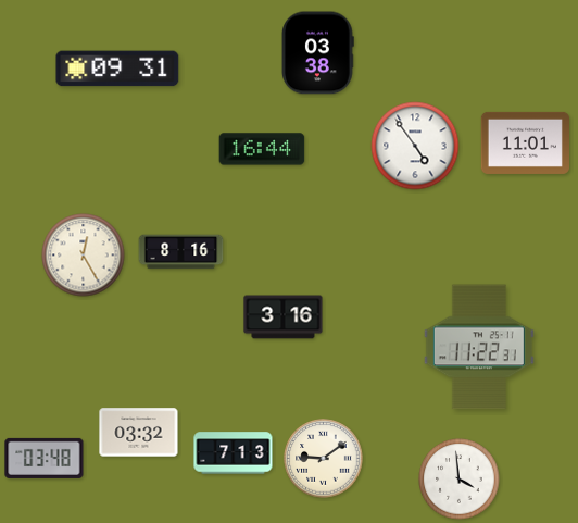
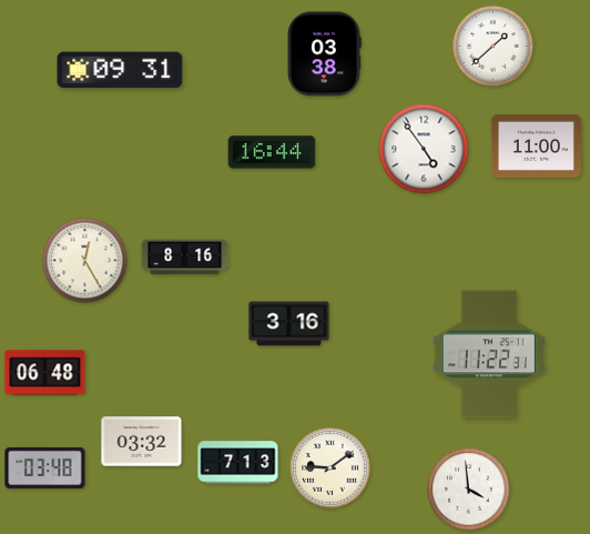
clock at (494, 47): none -> 1:38
clock at (525, 142): 11:01 -> 11:00
clock at (262, 149) position: (262, 149) -> (272, 152)
clock at (45, 373): none -> 06:48
